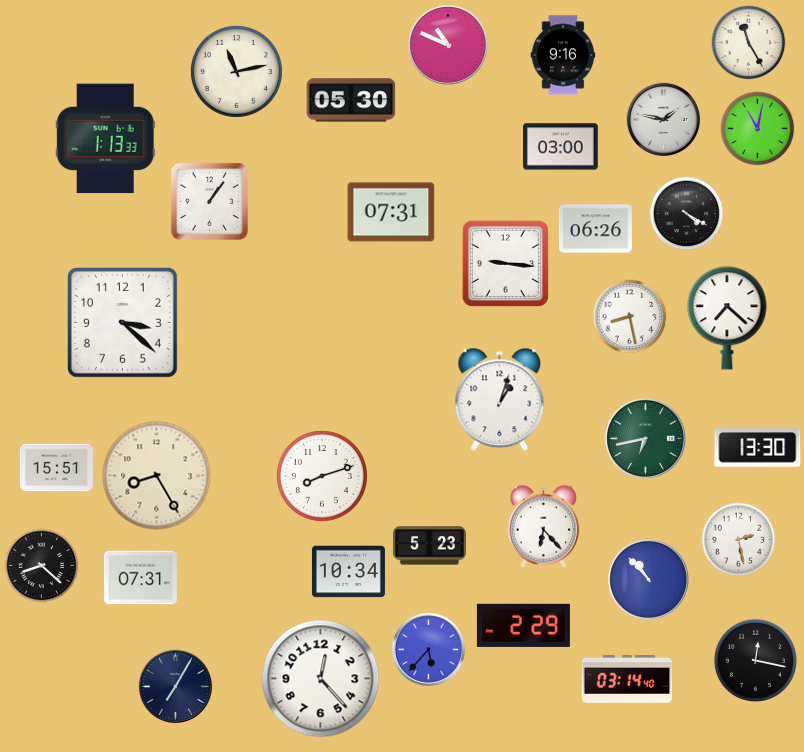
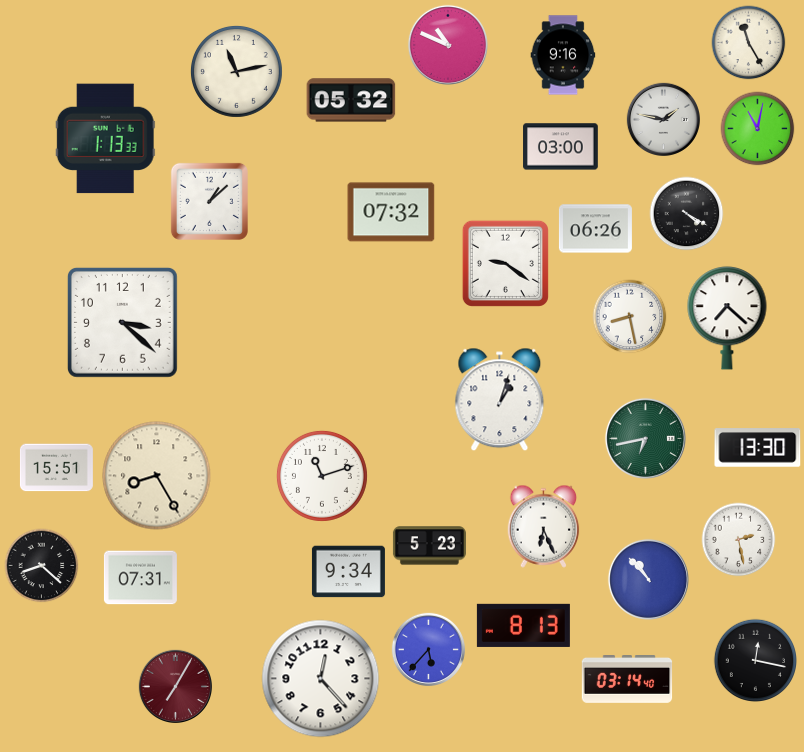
clock at (351, 100): 05:30 -> 05:32
clock at (209, 201): 1:06 -> 1:08
clock at (391, 212): 07:31 -> 07:32
clock at (505, 263): 9:16 -> 9:21
clock at (322, 476): 8:12 -> 11:12
clock at (544, 526): 6:23 -> 6:26
clock at (348, 572): 10:34 -> 9:34
clock at (523, 625): 2:29 -> 8:13
clock at (175, 686) dial: navy -> burgundy
